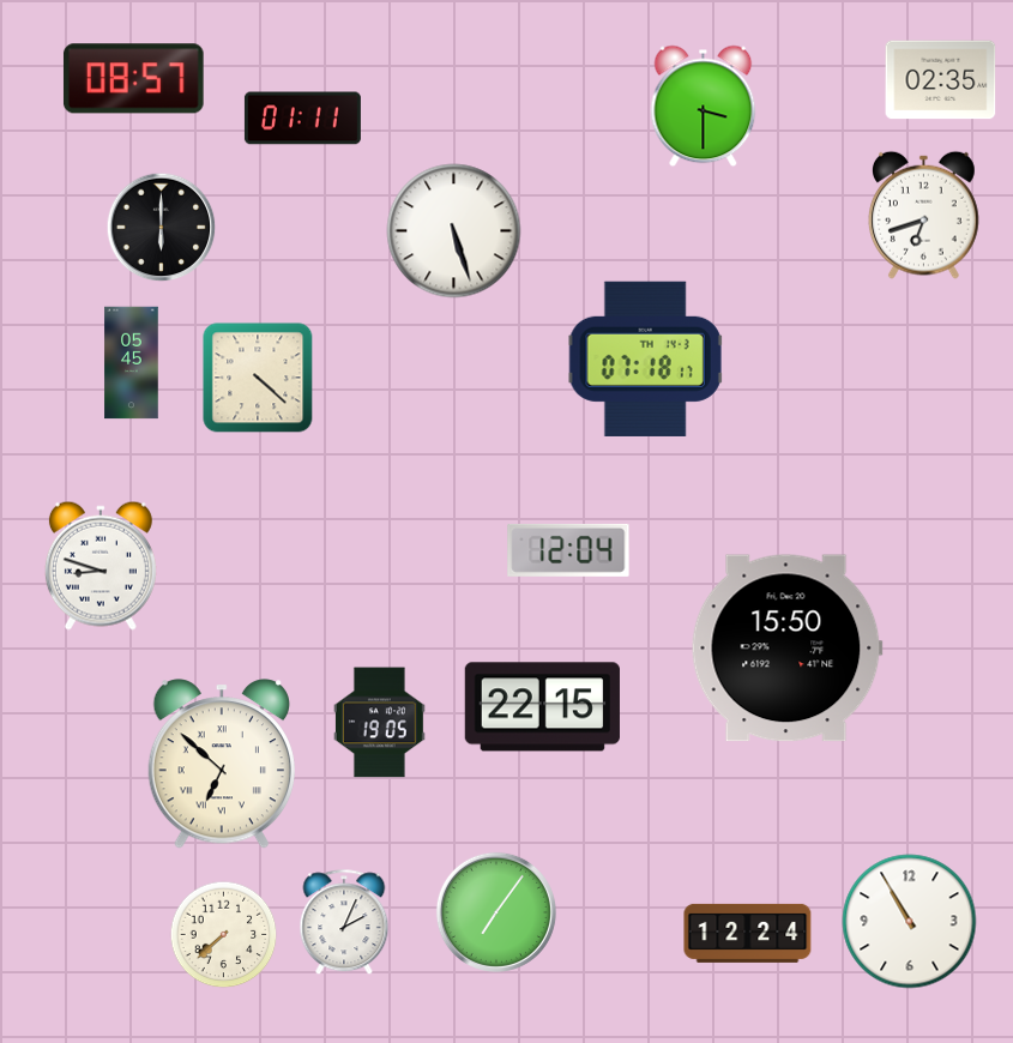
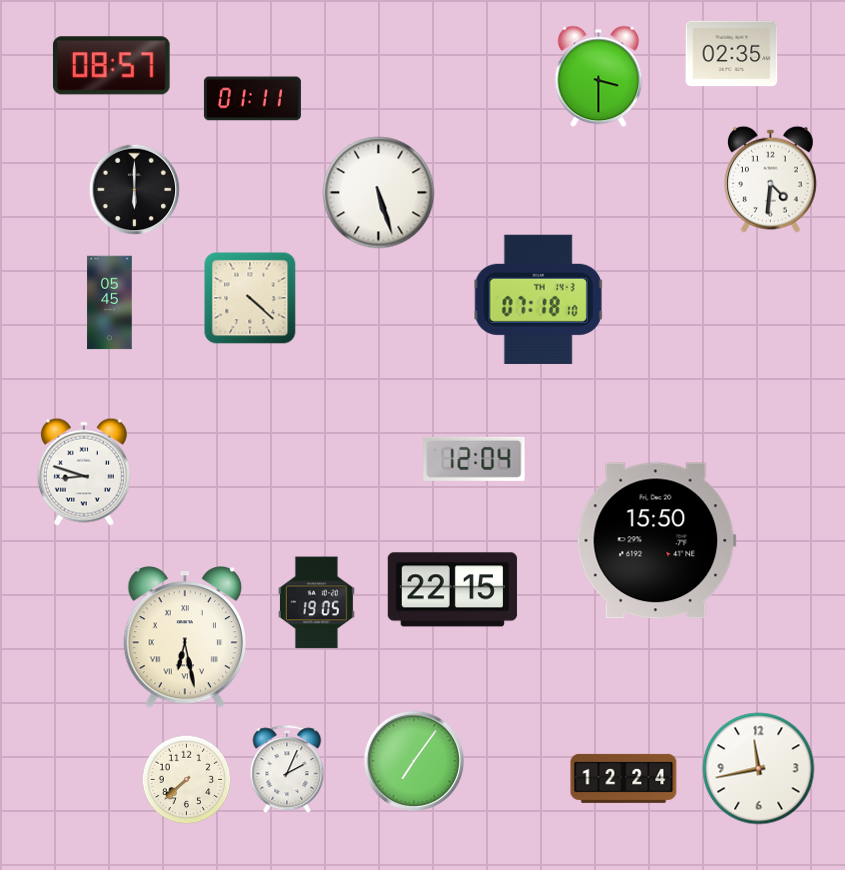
clock at (941, 80) position: (941, 80) -> (732, 54)
clock at (704, 107) position: (704, 107) -> (599, 77)
clock at (923, 215): 6:42 -> 4:31
clock at (646, 358): 07:18:17 -> 07:18:10
clock at (258, 378) position: (258, 378) -> (250, 298)
clock at (221, 764): 6:52 -> 6:28
clock at (910, 922): 10:55 -> 11:43
